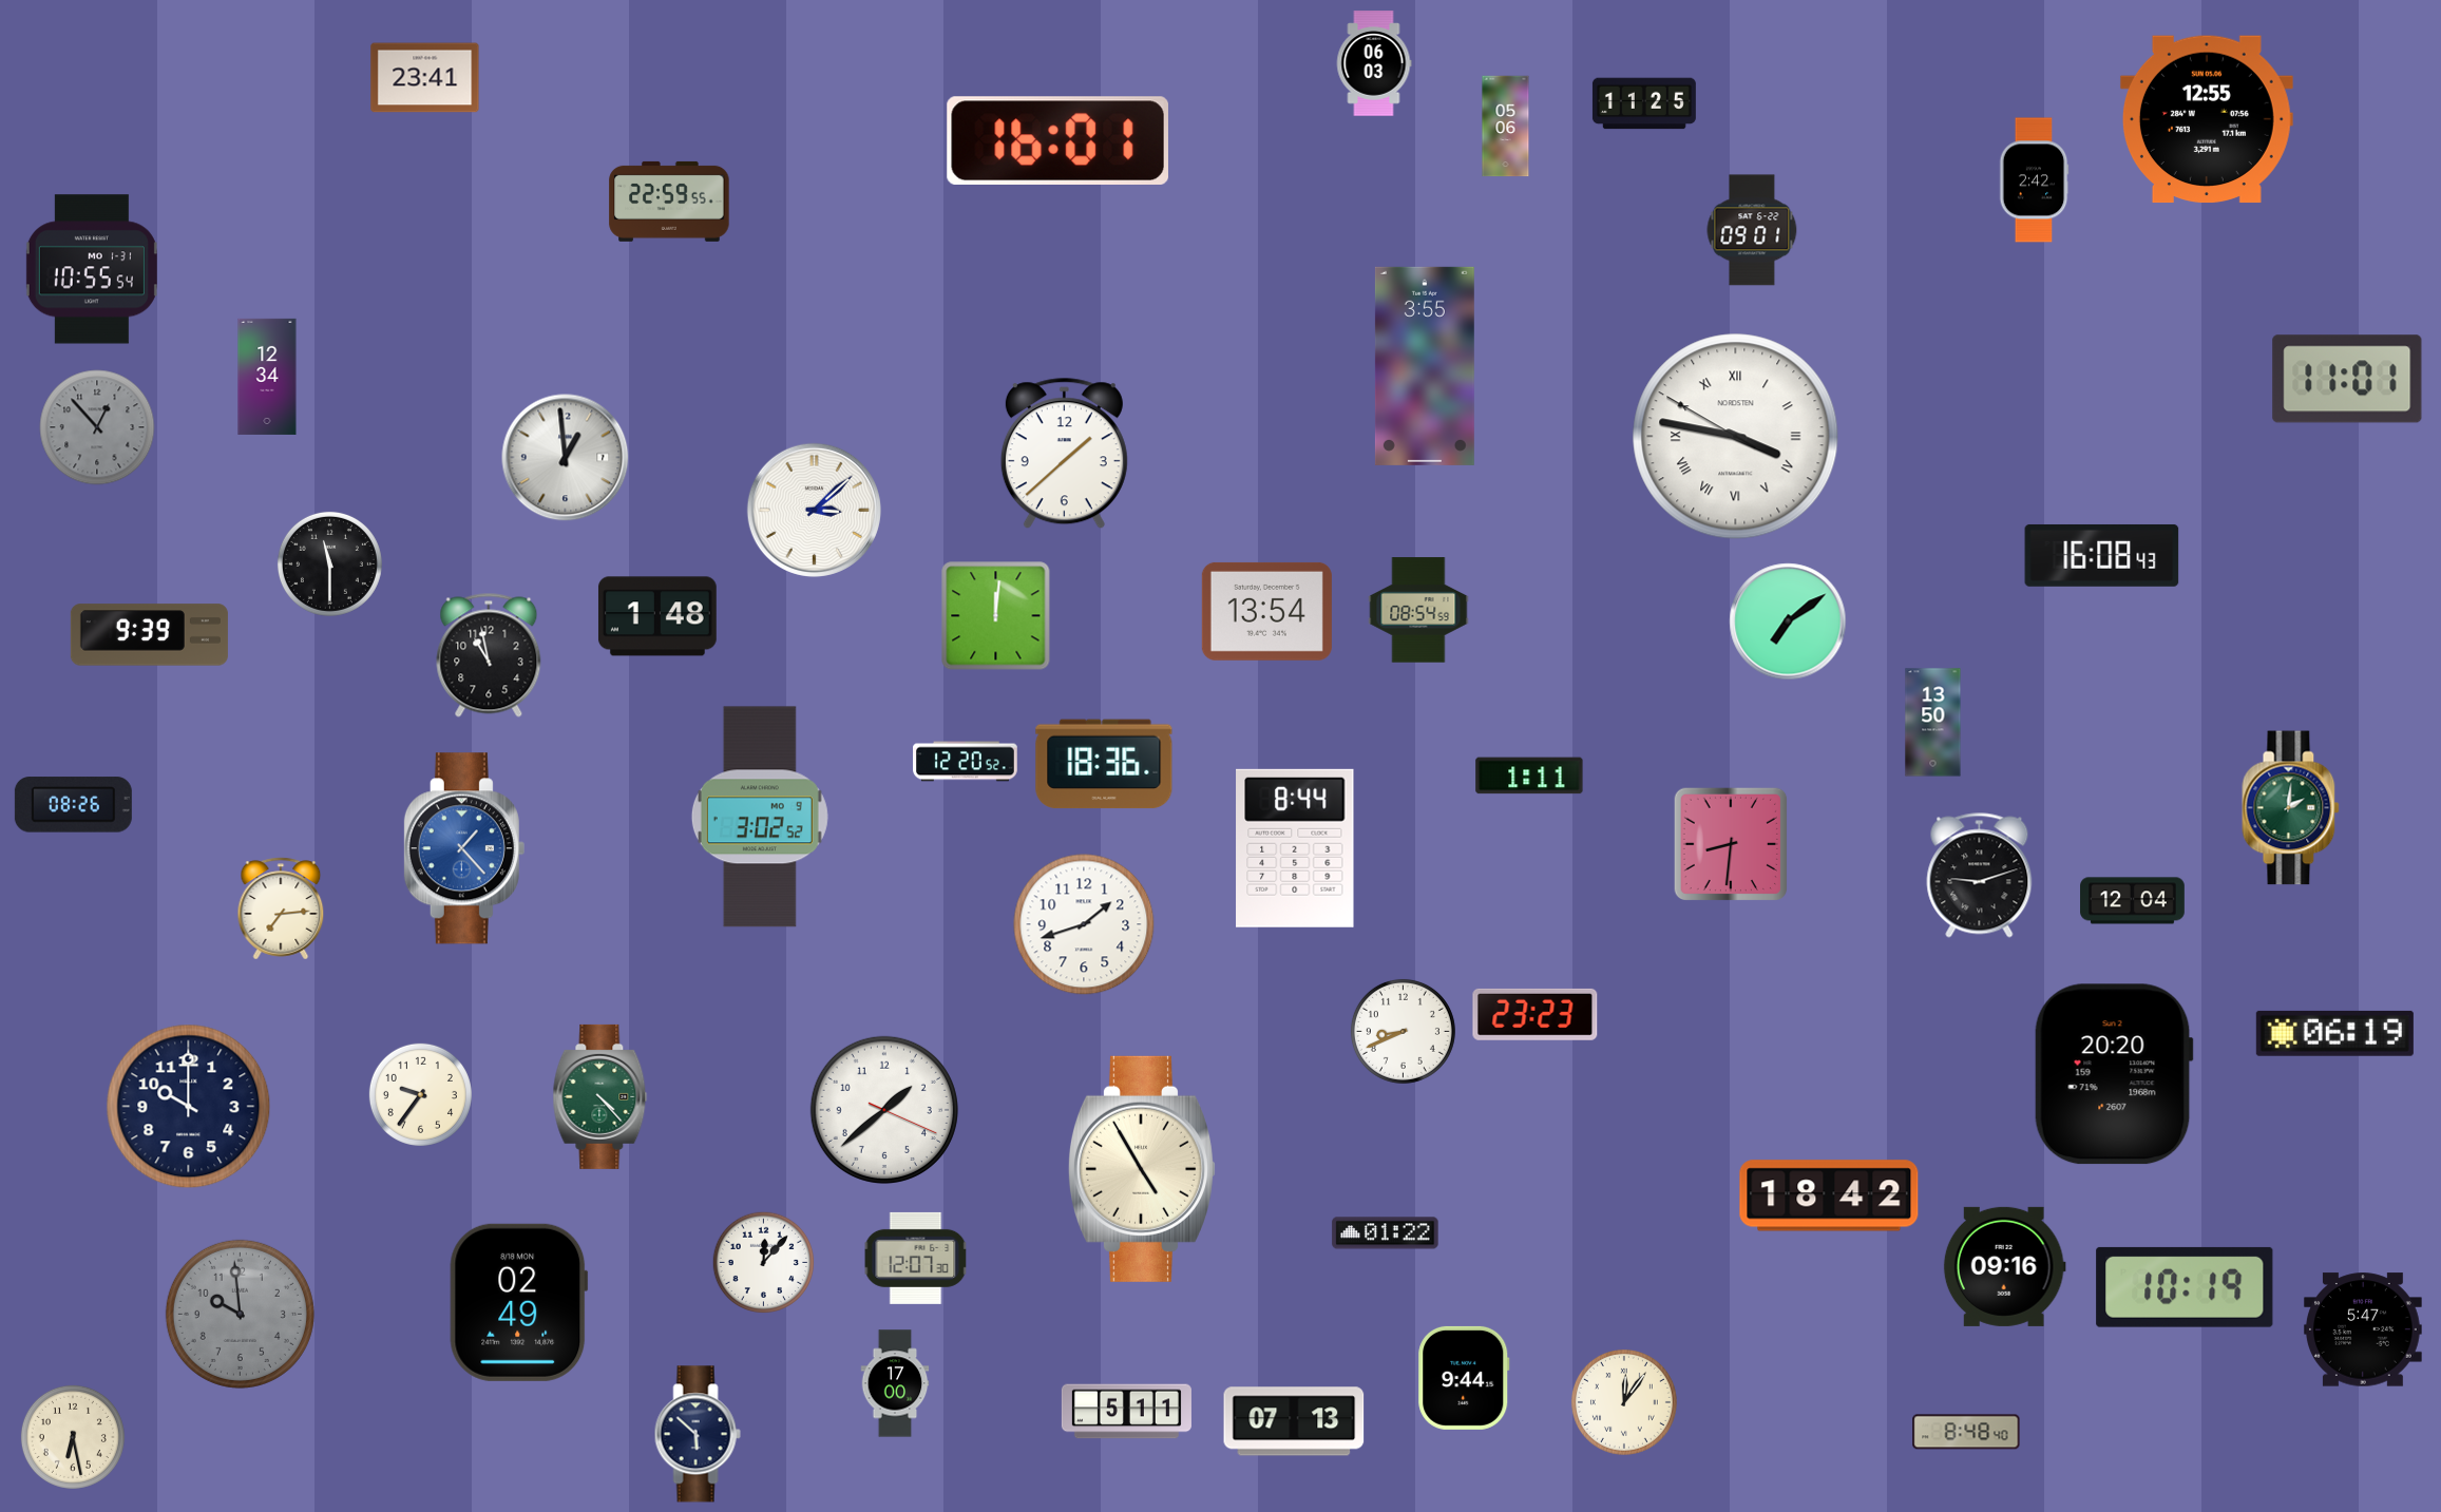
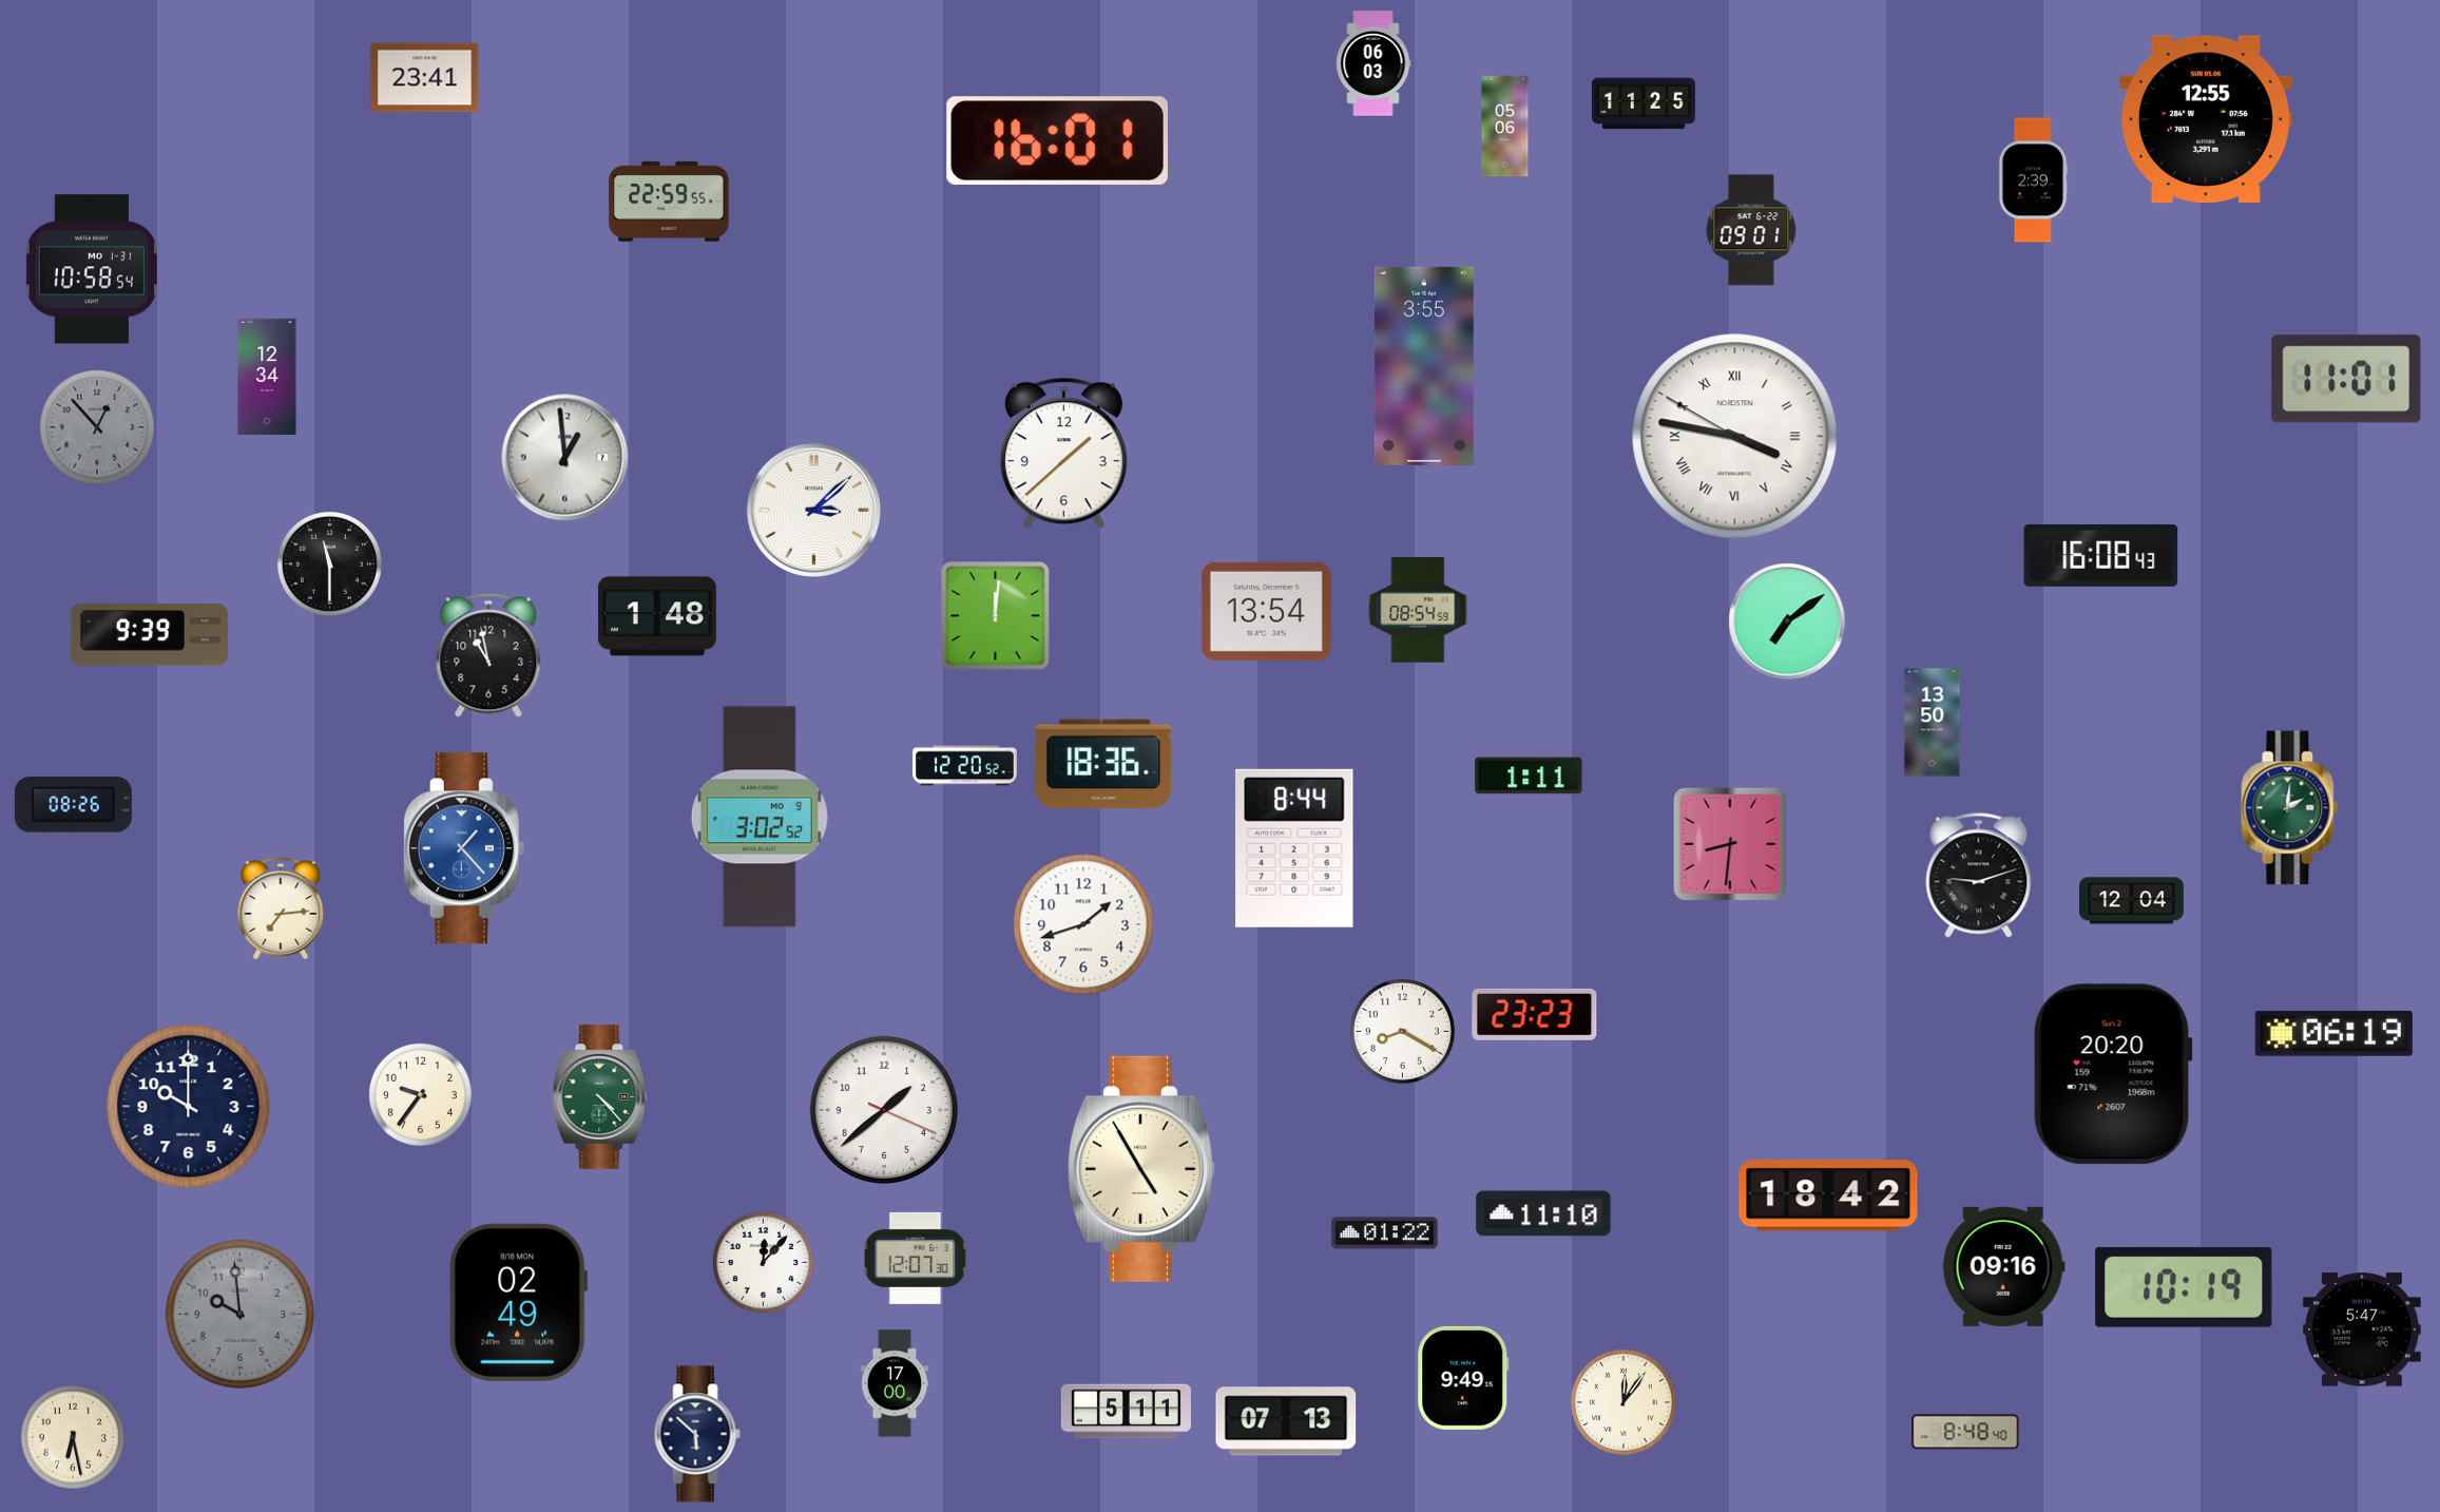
clock at (2034, 180): 2:42 -> 2:39
clock at (92, 269): 10:55 -> 10:58
clock at (966, 762) position: (966, 762) -> (965, 766)
clock at (1403, 1031): 8:41 -> 8:20
clock at (1543, 1213): none -> 11:10
clock at (1464, 1378): 9:44 -> 9:49
clock at (1294, 1421) position: (1294, 1421) -> (1286, 1421)
